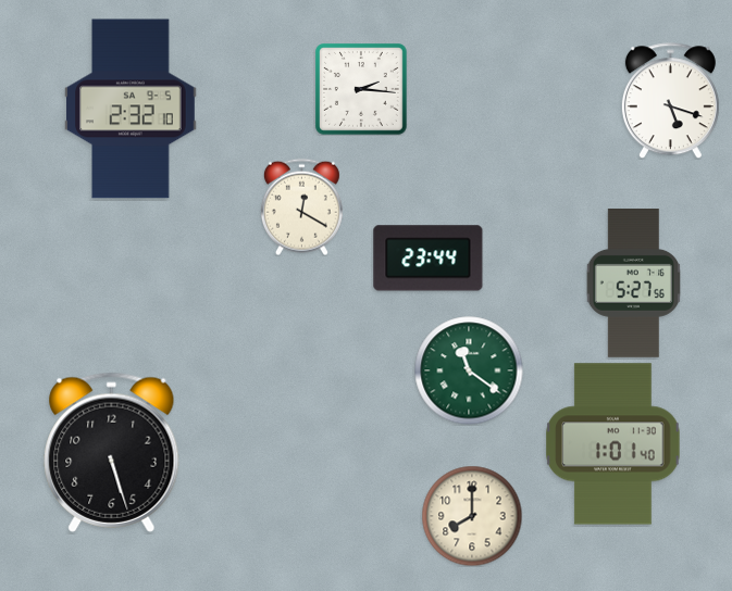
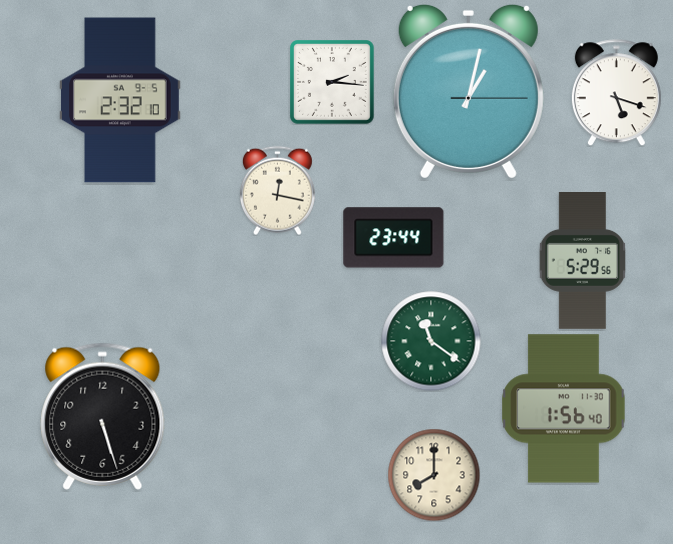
clock at (468, 91): none -> 1:02
clock at (301, 206): 12:20 -> 12:17
clock at (633, 284): 5:27 -> 5:29
clock at (613, 444): 1:01 -> 1:56
